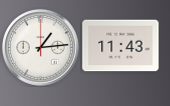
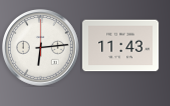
clock at (41, 48): 1:14 -> 6:14
